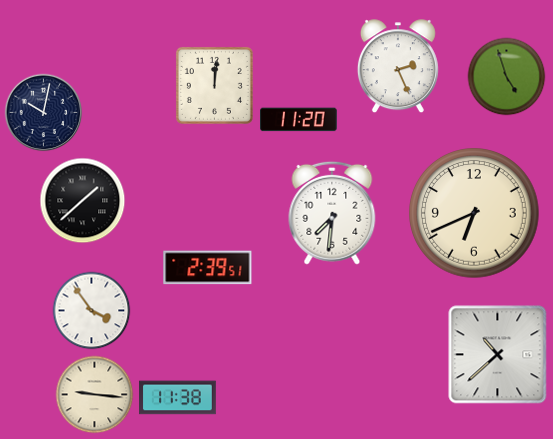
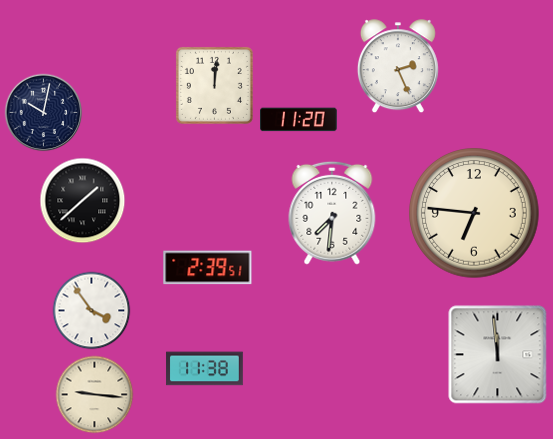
clock at (506, 76): 4:57 -> none
clock at (474, 213): 6:41 -> 6:46
clock at (498, 355): 10:38 -> 11:59
clock at (178, 398) position: (178, 398) -> (205, 369)
